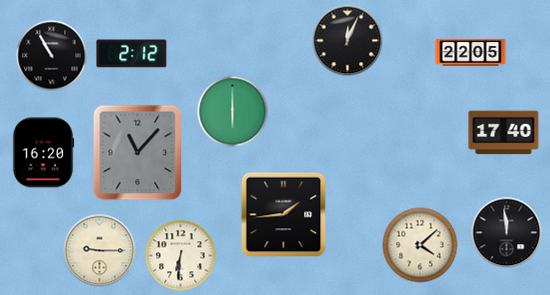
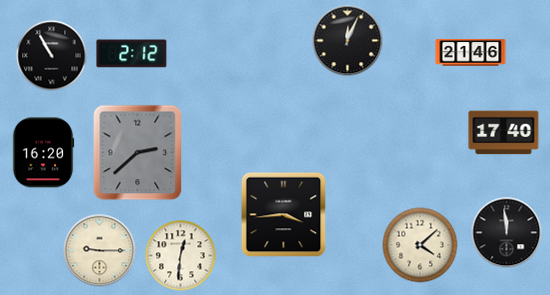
clock at (471, 53): 22:05 -> 21:46
clock at (233, 112): 6:00 -> none
clock at (138, 153): 11:07 -> 2:38
clock at (284, 215): 1:44 -> 3:44
clock at (181, 256): 6:31 -> 12:31
